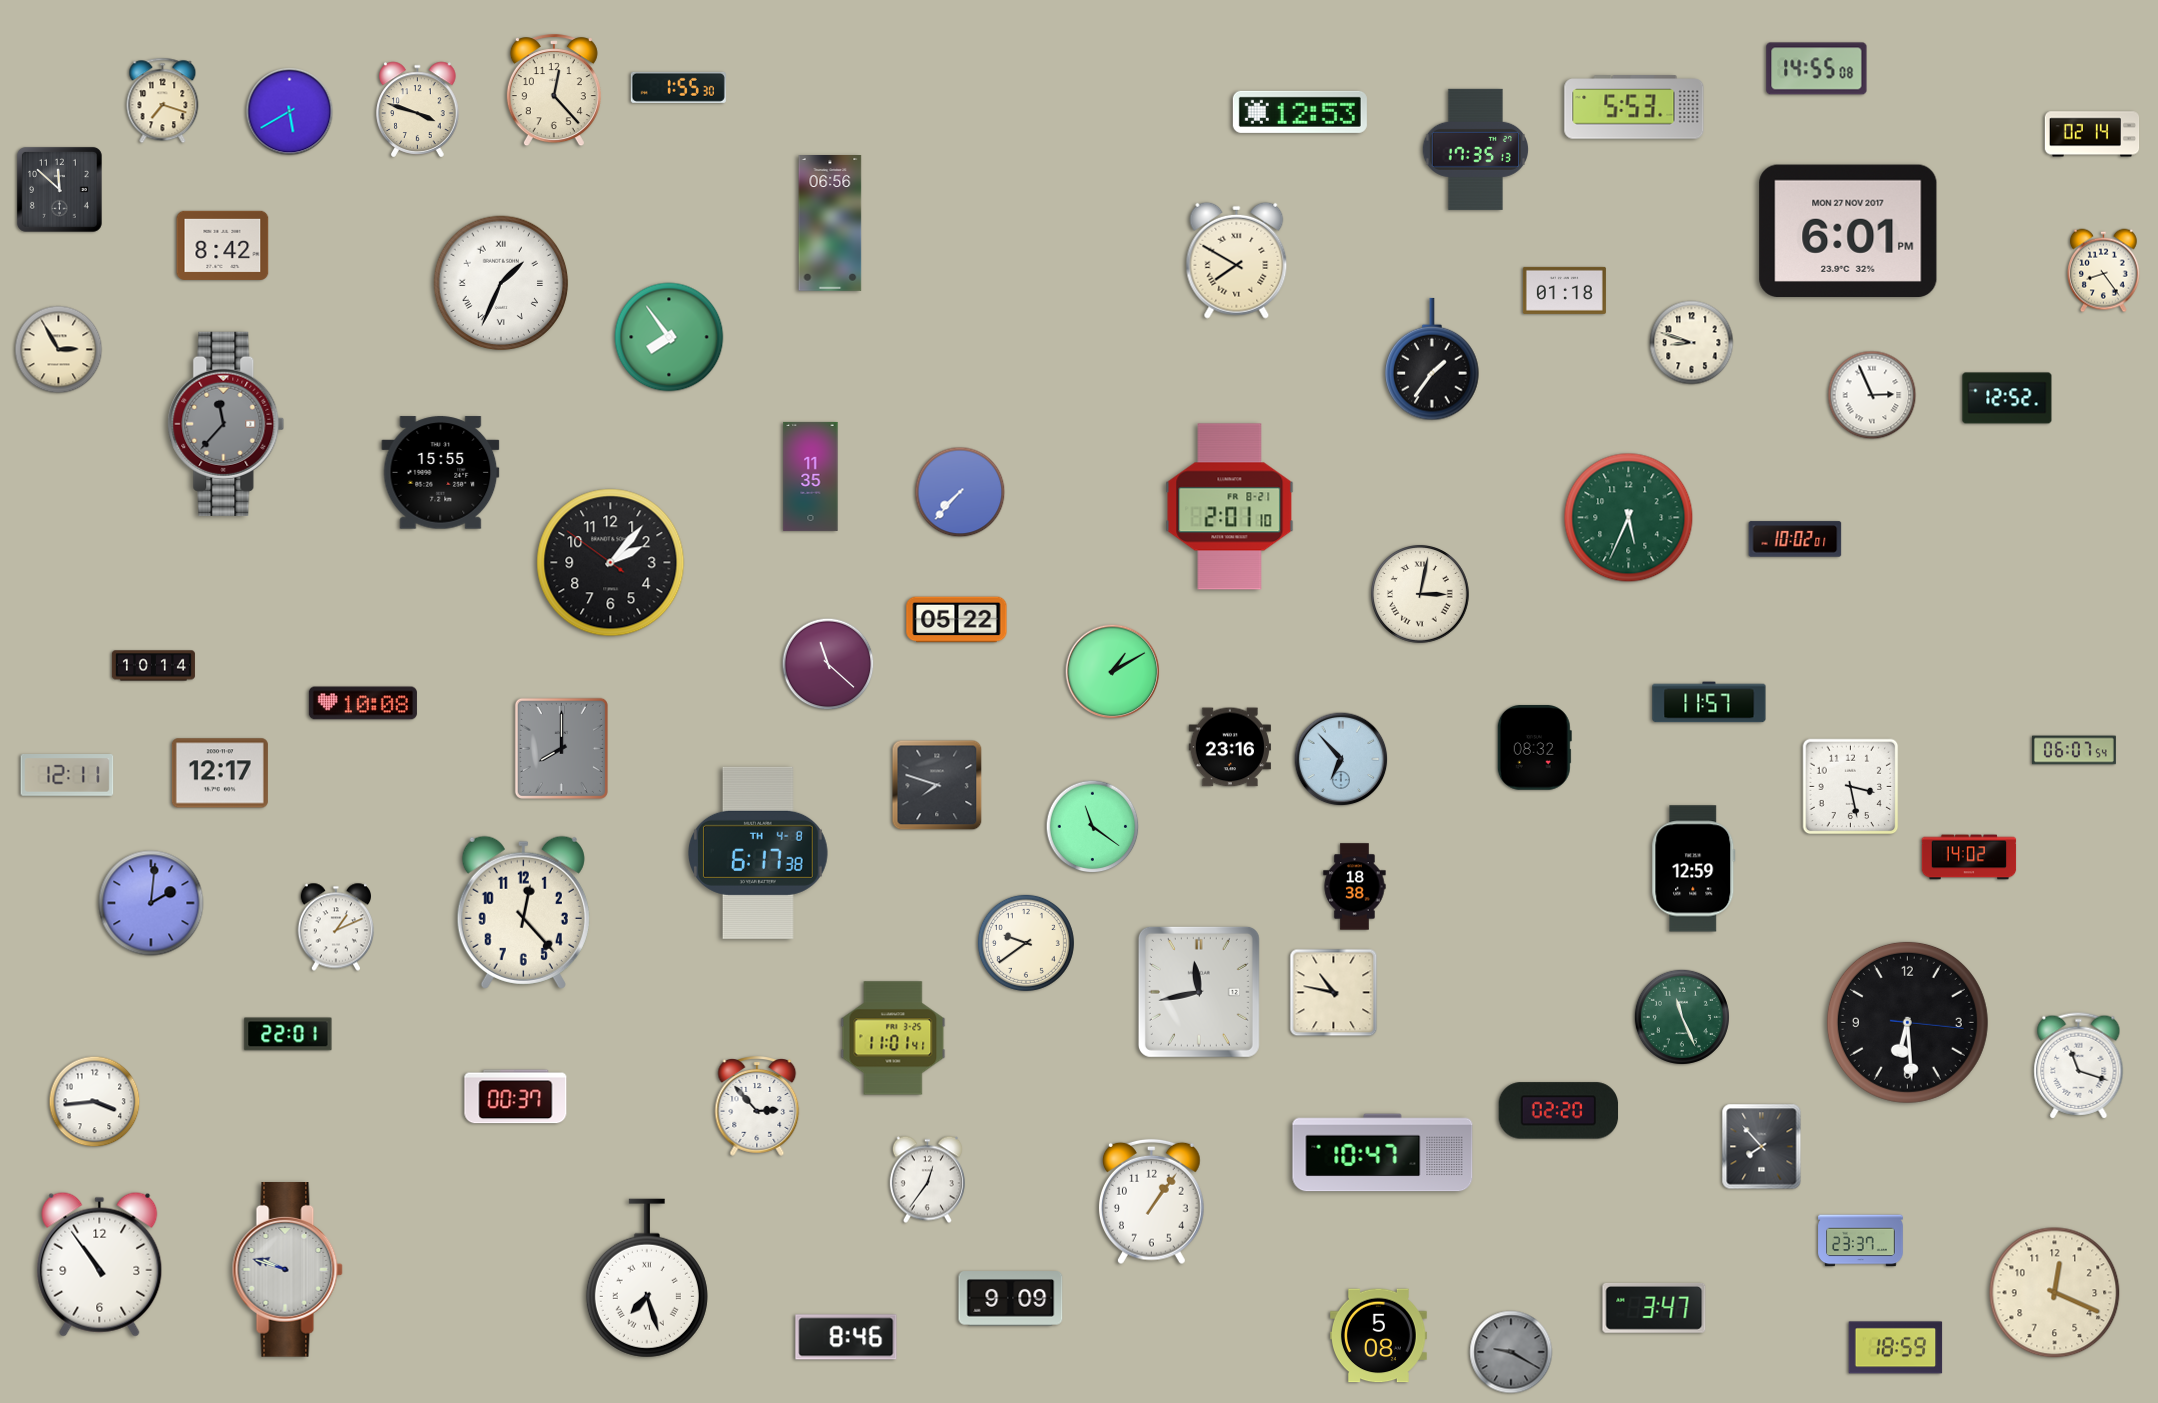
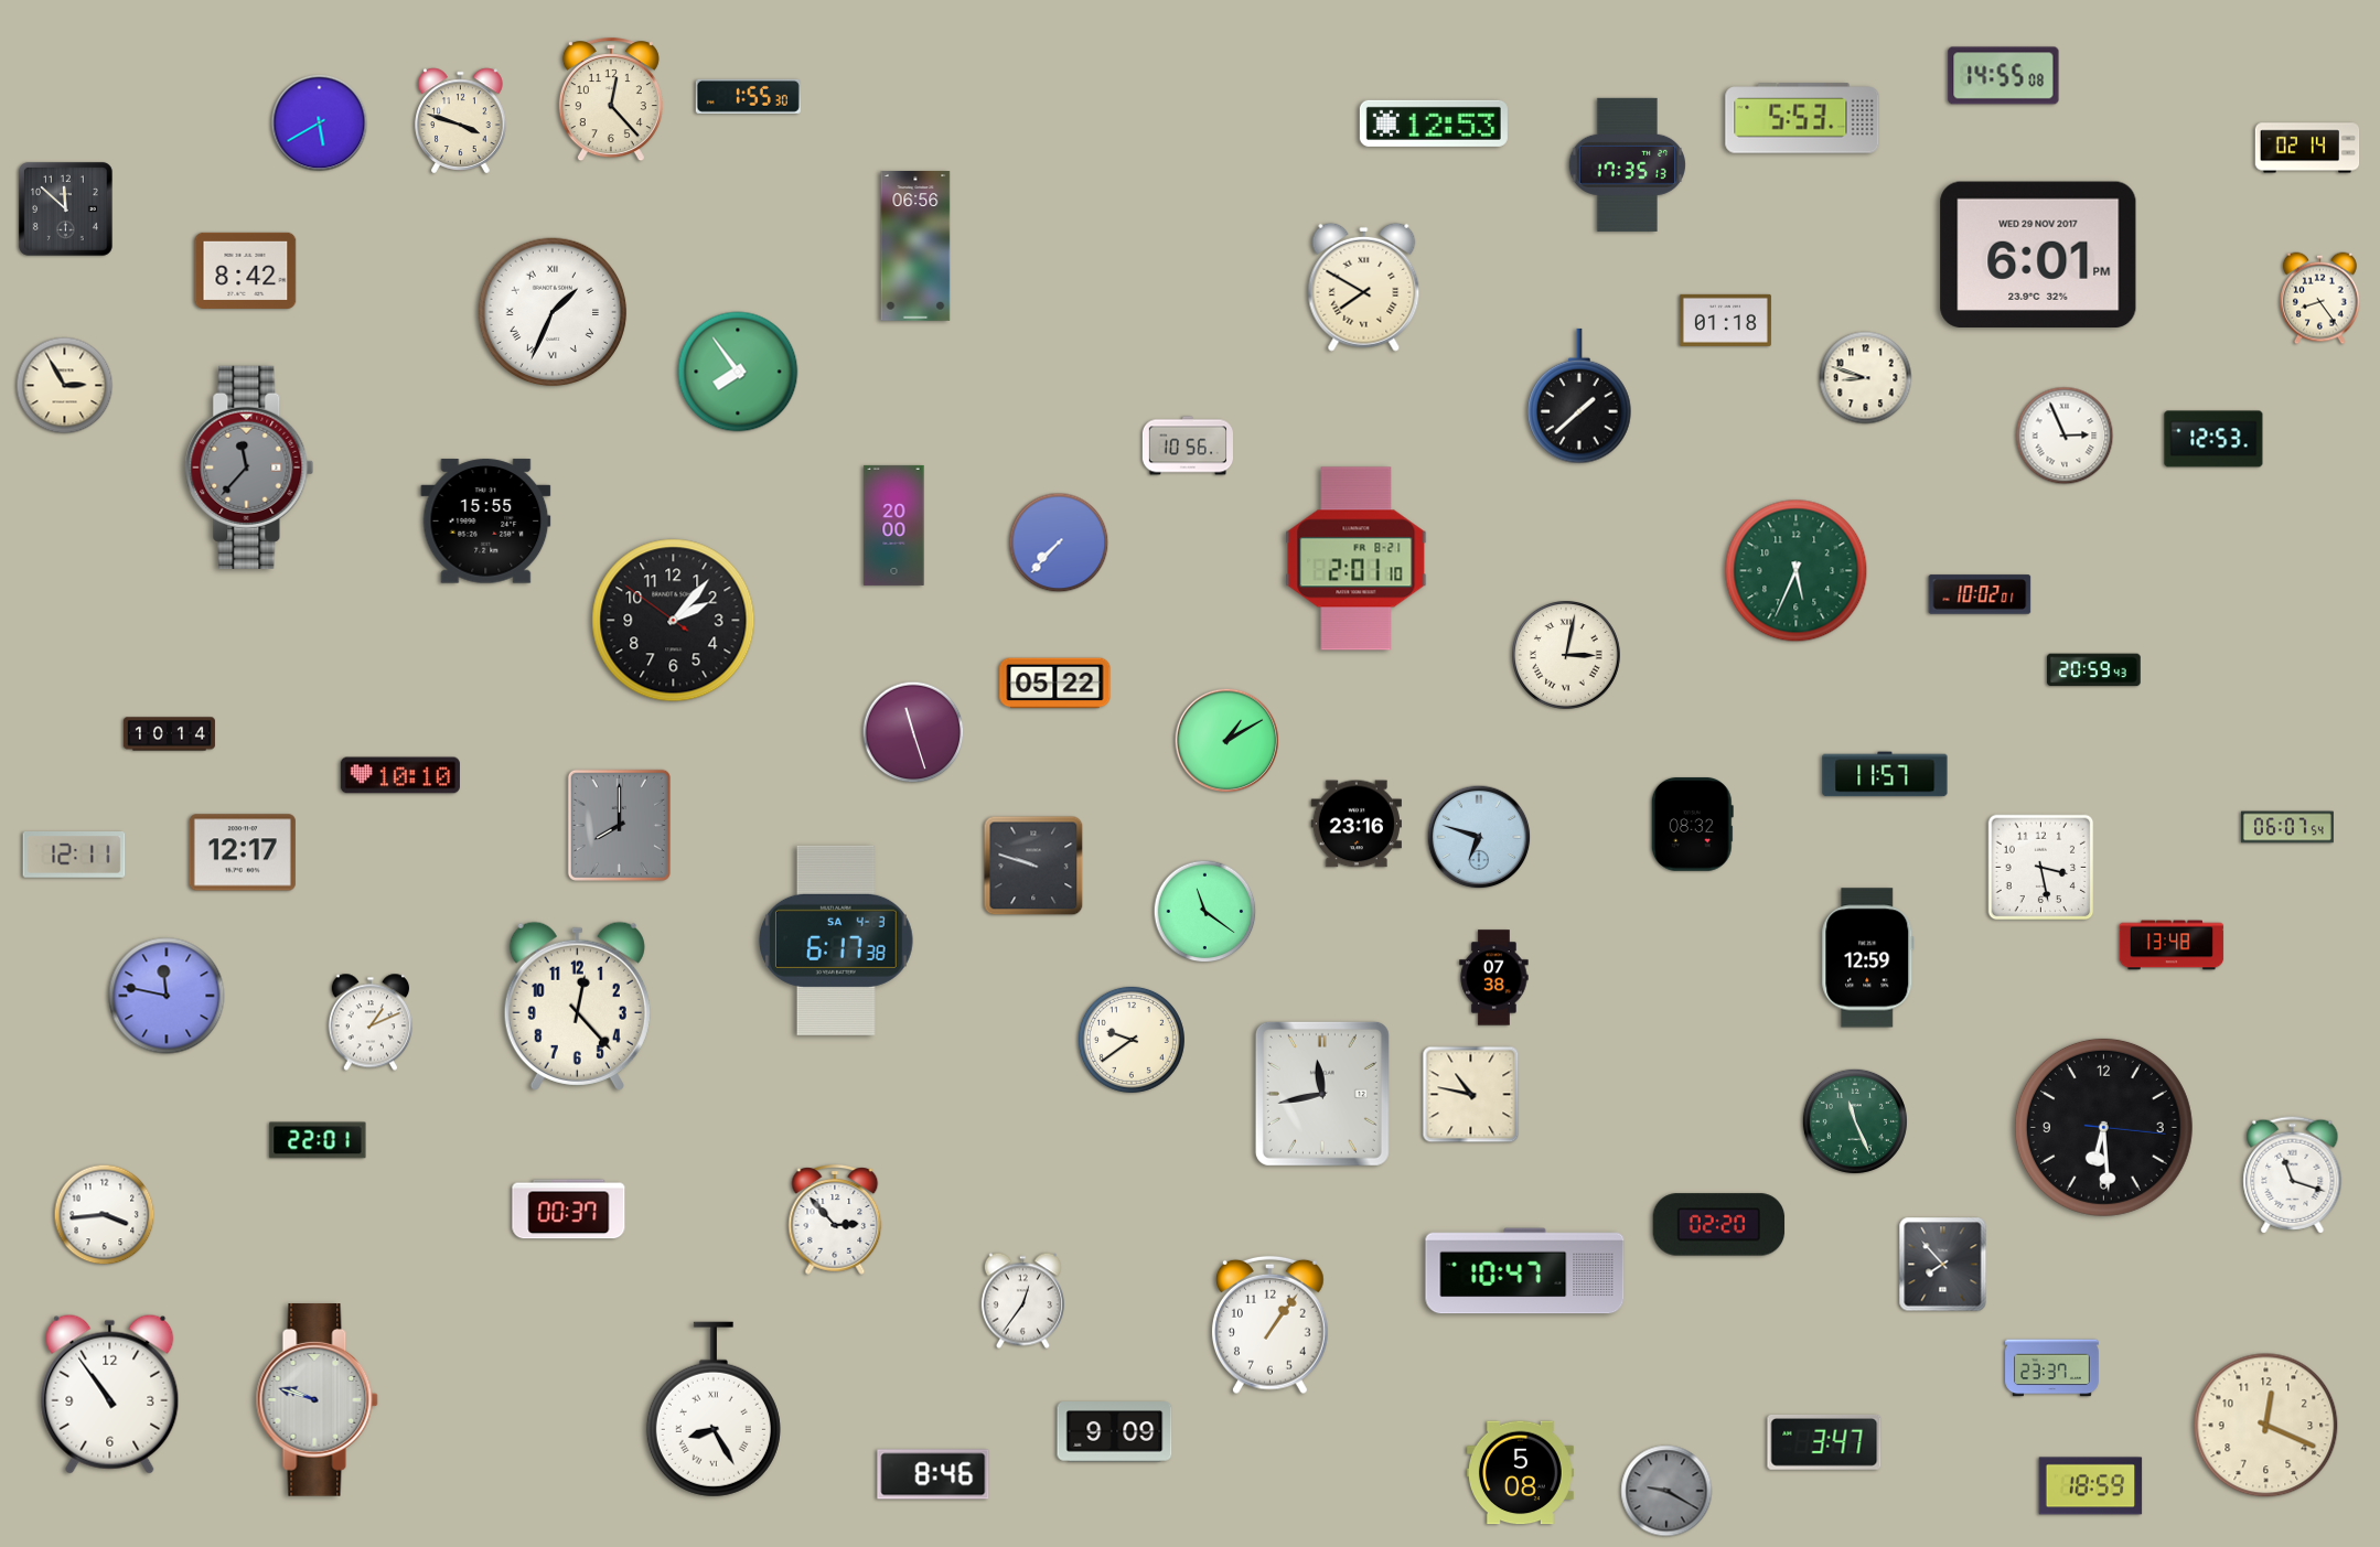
clock at (163, 101): 7:18 -> none
clock at (1848, 230) date: MON 27 NOV 2017 -> WED 29 NOV 2017
clock at (1432, 359): 1:36 -> 1:38
clock at (2007, 398): 12:52 -> 12:53
clock at (1187, 445): none -> 10:56
clock at (811, 476): 11:35 -> 20:00
clock at (2094, 670): none -> 20:59
clock at (828, 664): 11:22 -> 11:27
clock at (363, 703): 10:08 -> 10:10
clock at (1341, 759): 6:53 -> 6:48
clock at (937, 785): 7:48 -> 9:48
clock at (758, 853) date: TH 4-8 -> SA 4-3
clock at (1969, 857): 14:02 -> 13:48
clock at (1355, 887): 18:38 -> 07:38
clock at (151, 903): 2:01 -> 11:47
clock at (893, 1038): 11:01 -> none
clock at (647, 1278): 7:27 -> 8:25
